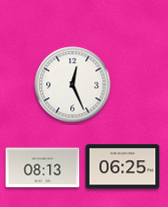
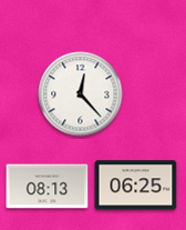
clock at (73, 85): 12:26 -> 12:23
